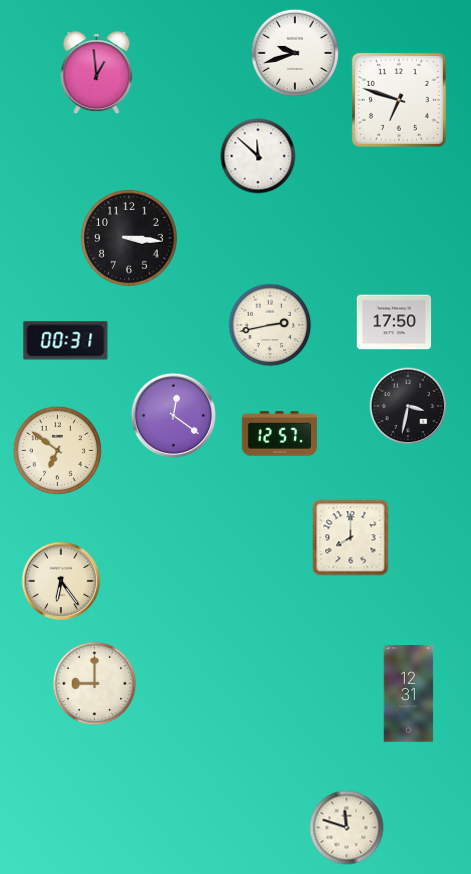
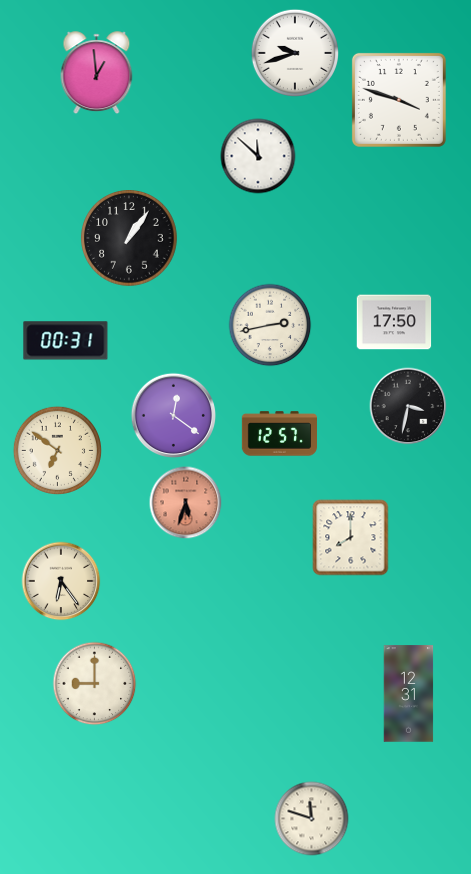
clock at (399, 100): 6:48 -> 3:48
clock at (129, 238): 3:16 -> 1:06
clock at (186, 503): none -> 5:33
clock at (347, 828) position: (347, 828) -> (312, 819)
